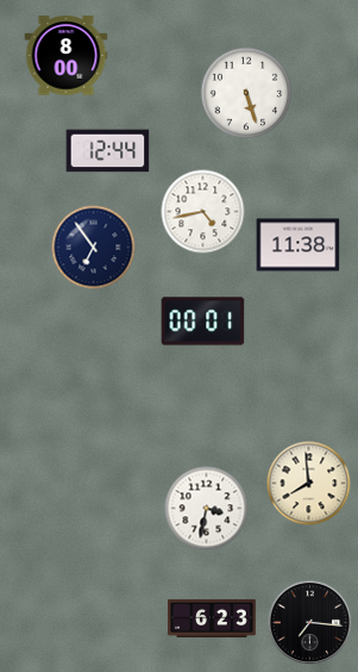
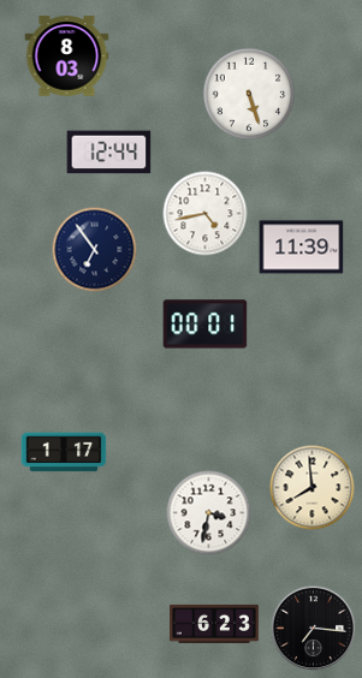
clock at (67, 56): 8:00 -> 8:03
clock at (299, 245): 11:38 -> 11:39
clock at (64, 452): none -> 1:17
